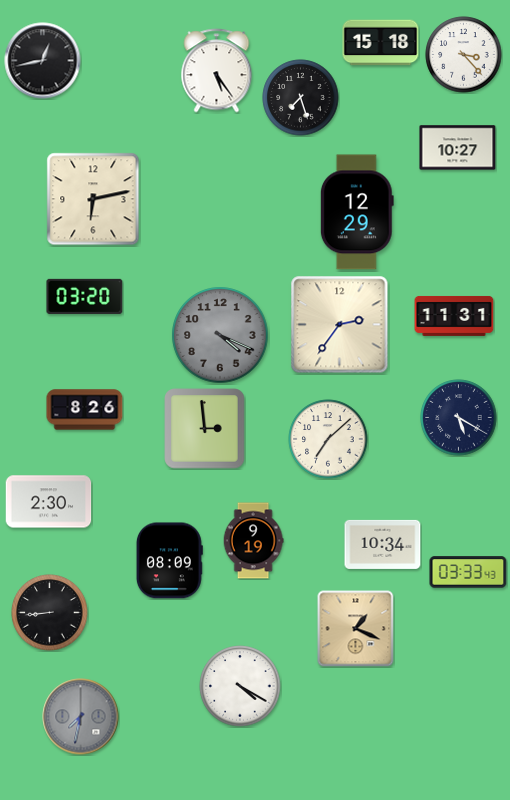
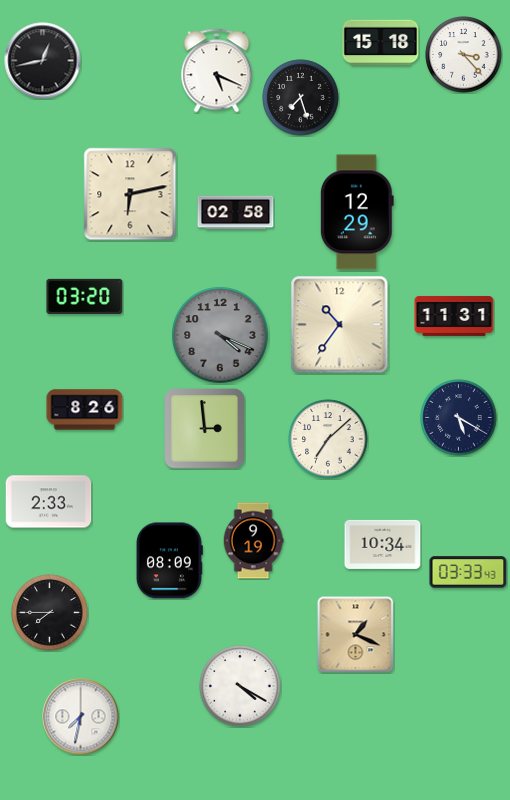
clock at (217, 71): 5:24 -> 5:19
clock at (458, 148): 10:27 -> none
clock at (93, 199) position: (93, 199) -> (130, 194)
clock at (236, 213): none -> 02:58
clock at (340, 325): 2:36 -> 10:36
clock at (49, 502): 2:30 -> 2:33
clock at (50, 613): 8:44 -> 7:45
clock at (356, 629) position: (356, 629) -> (356, 635)
clock at (81, 717) dial: grey -> white
